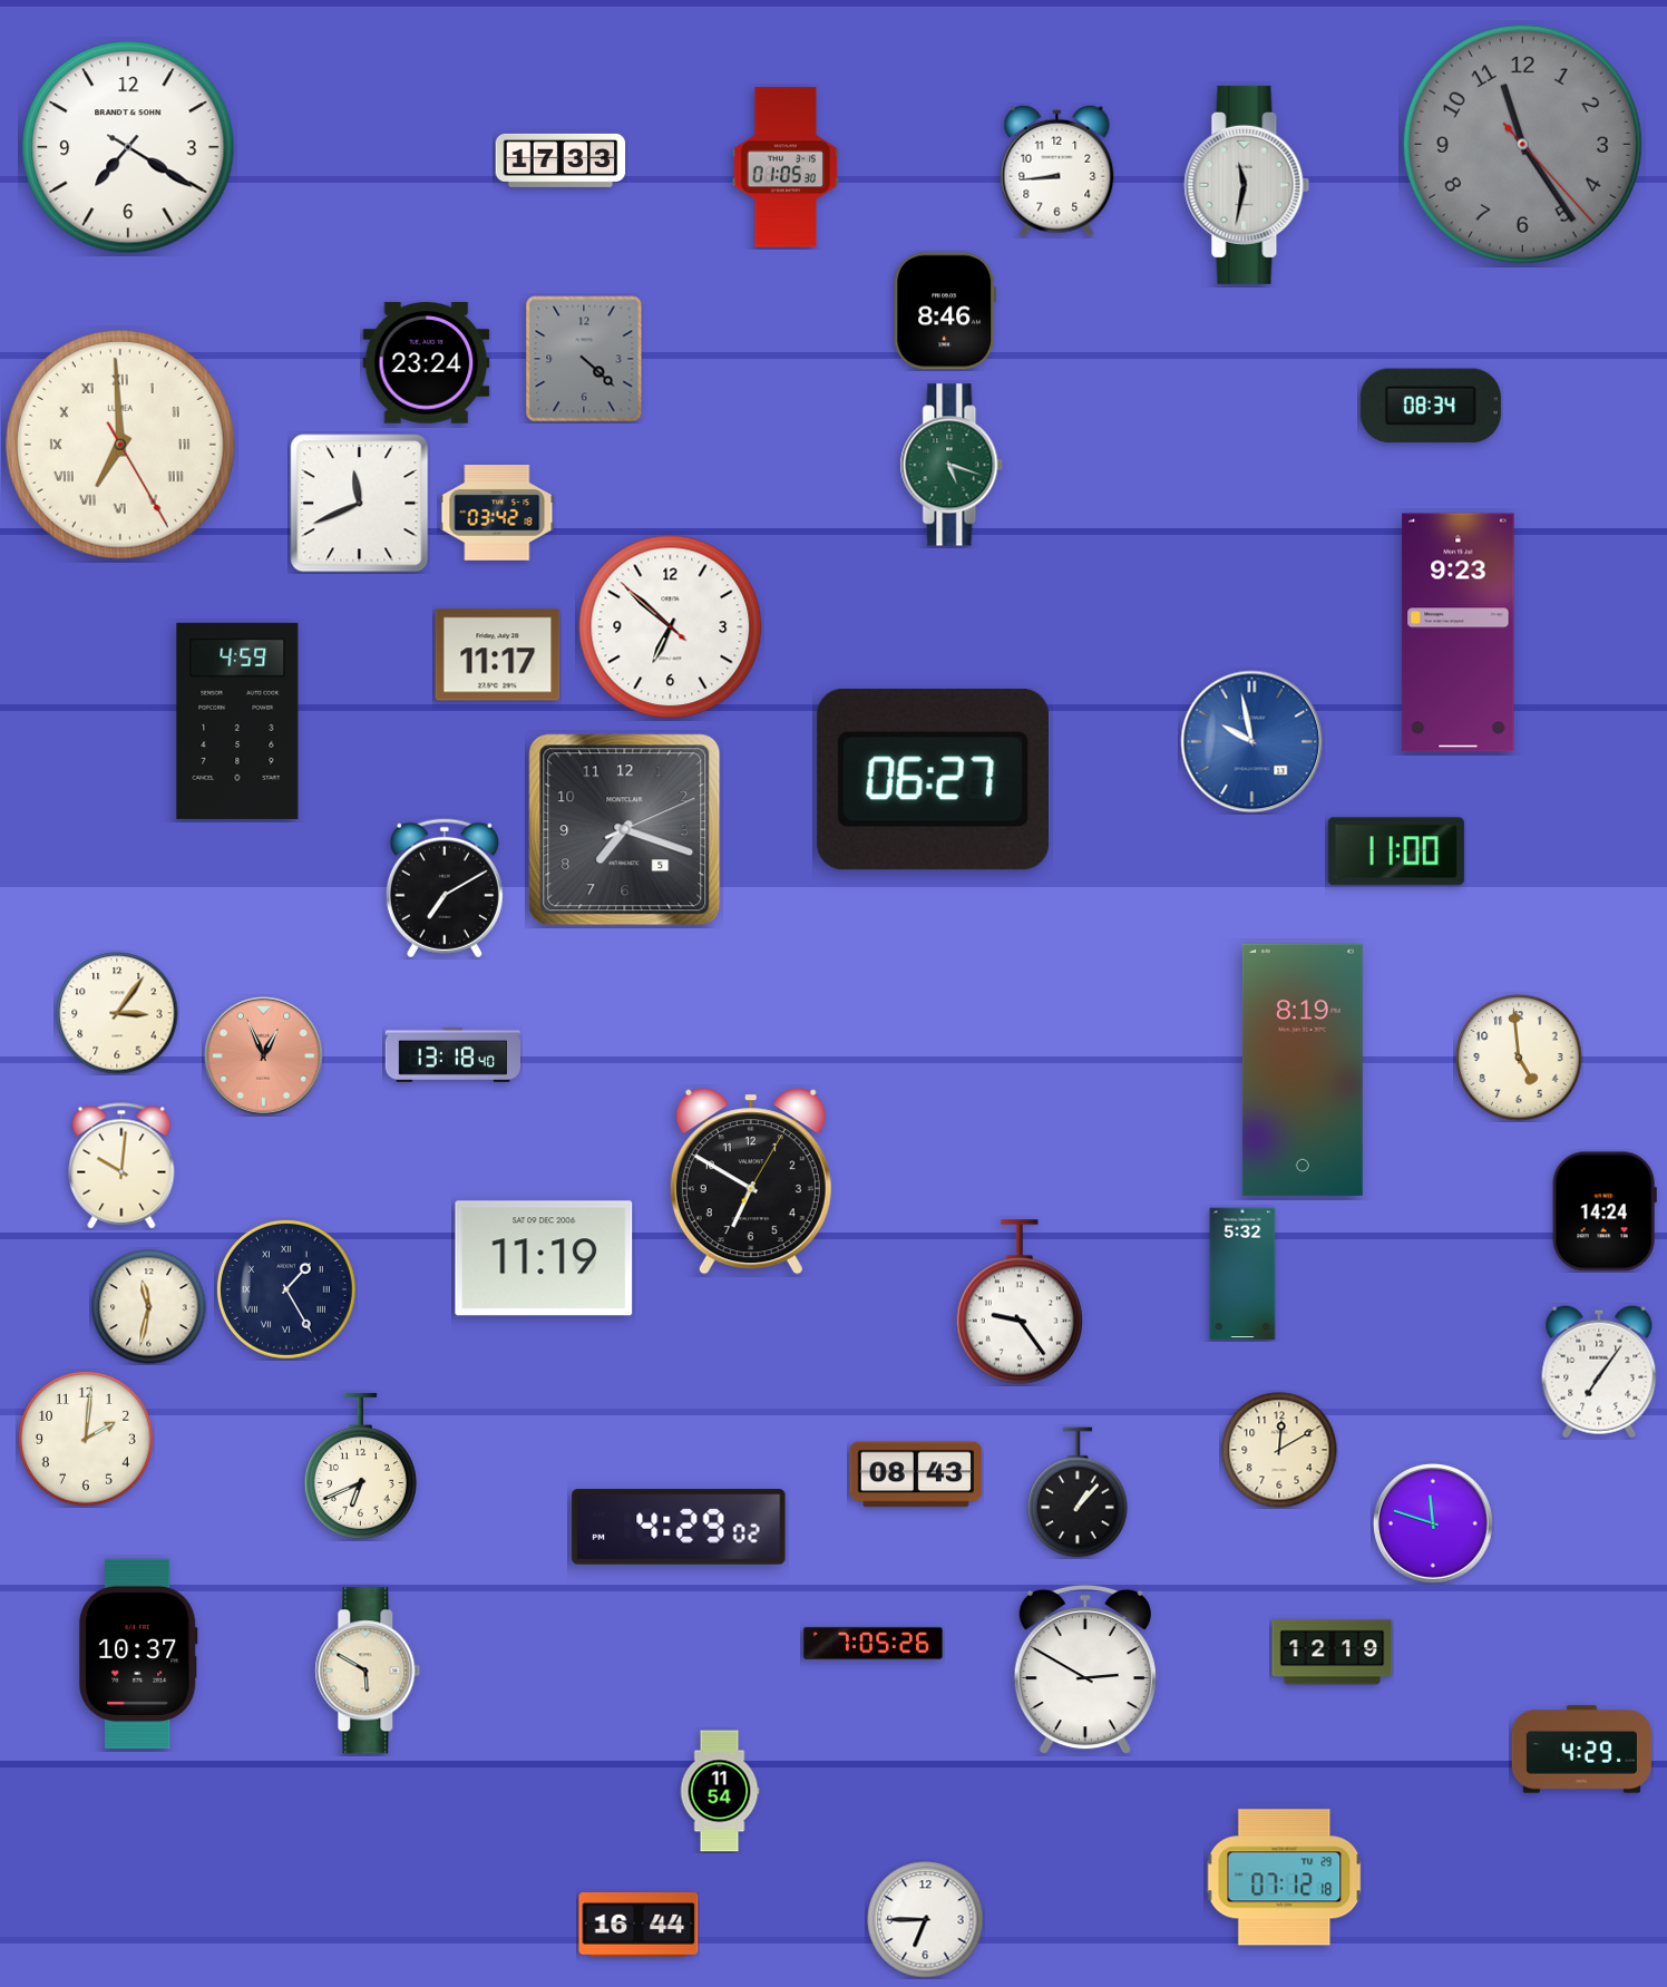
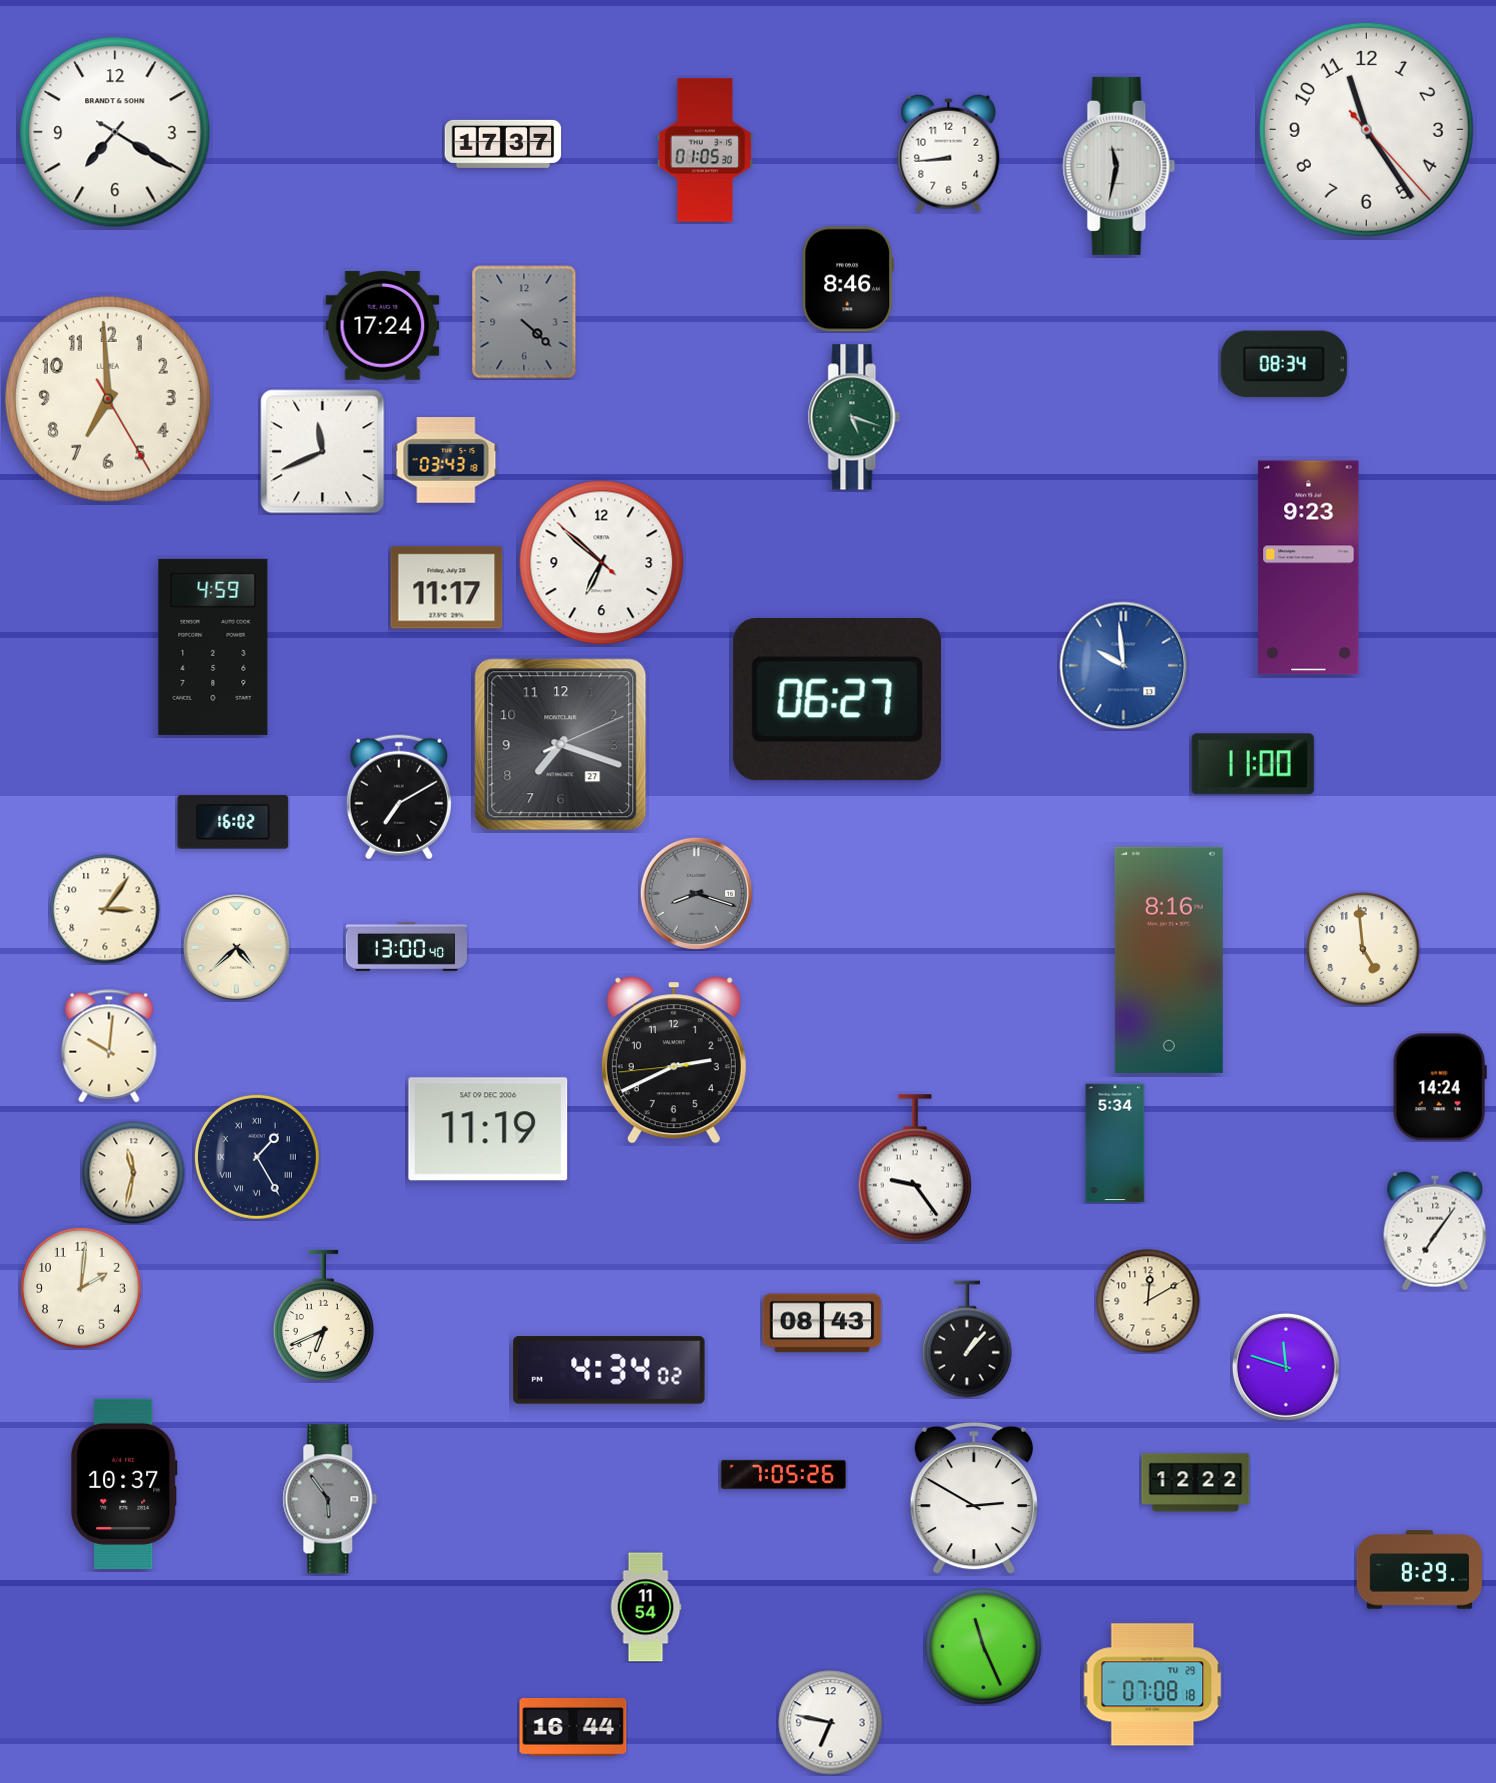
clock at (1522, 144) dial: grey -> white
clock at (560, 160): 17:33 -> 17:37
clock at (427, 363): 23:24 -> 17:24
clock at (120, 445) numerals: Roman -> Arabic
clock at (497, 513): 03:42 -> 03:43
clock at (1252, 742): 9:58 -> 9:59
clock at (625, 830) date: 5 -> 27
clock at (233, 822): none -> 16:02
clock at (696, 893): none -> 8:18
clock at (452, 1054): 13:18 -> 13:00
clock at (263, 1055): 12:56 -> 4:38
clock at (263, 1055) dial: salmon -> cream
clock at (1303, 1070): 8:19 -> 8:16
clock at (751, 1181): 6:50 -> 2:40
clock at (1242, 1274): 5:32 -> 5:34
clock at (87, 1440) position: (87, 1440) -> (82, 1289)
clock at (679, 1527): 4:29 -> 4:34
clock at (1333, 1653): 12:19 -> 12:22
clock at (368, 1671): 5:50 -> 5:54
clock at (368, 1671) dial: cream -> grey
clock at (1581, 1750): 4:29 -> 8:29
clock at (984, 1647): none -> 11:26
clock at (1285, 1878): 07:12 -> 07:08
clock at (926, 1920): 6:45 -> 6:47
